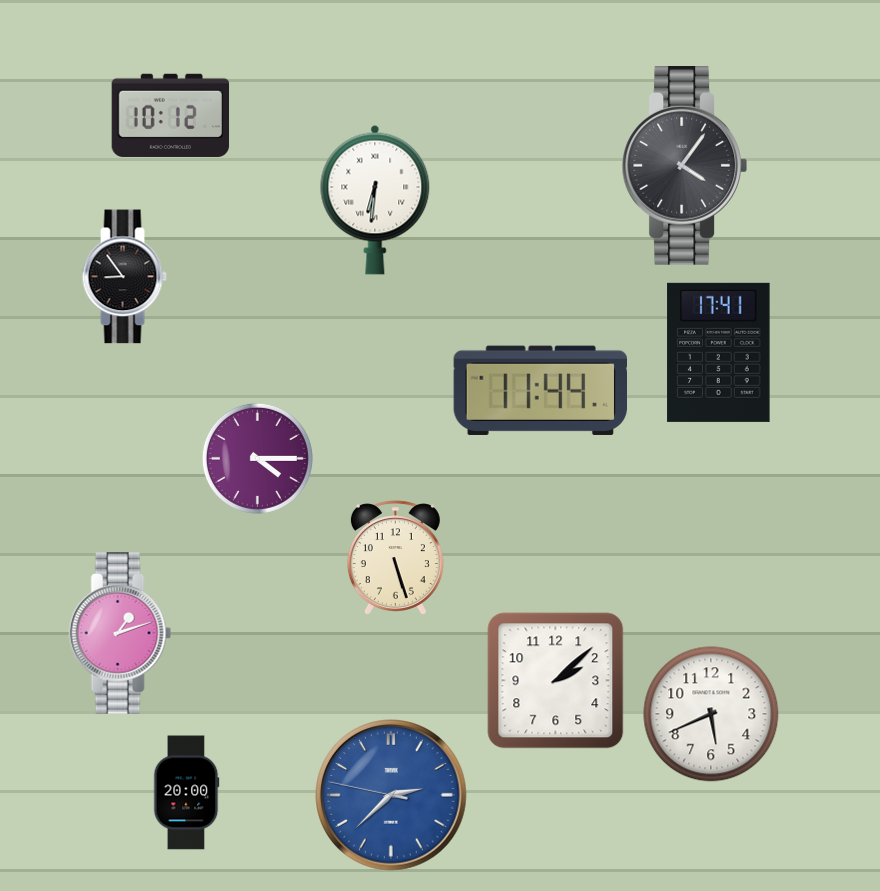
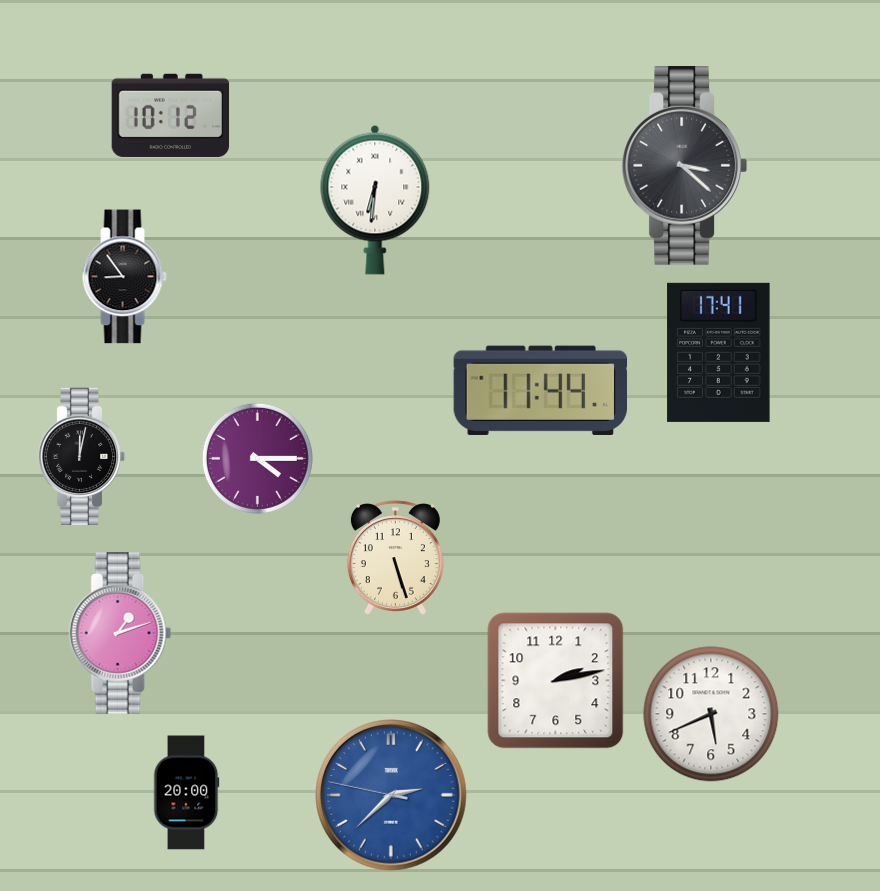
clock at (684, 166): 4:06 -> 3:22
clock at (82, 456): none -> 12:02
clock at (556, 681): 2:08 -> 2:13
